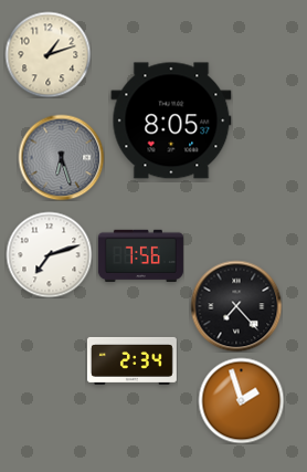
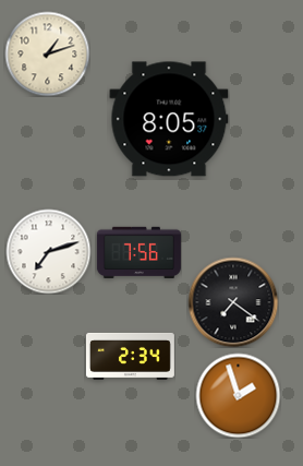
clock at (61, 157): 6:27 -> none
clock at (236, 306): 7:23 -> 7:21
